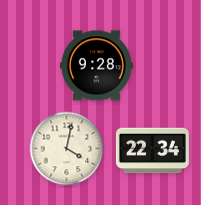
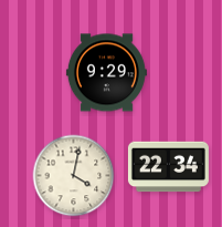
clock at (96, 66): 9:28 -> 9:29
clock at (67, 149) position: (67, 149) -> (74, 176)
